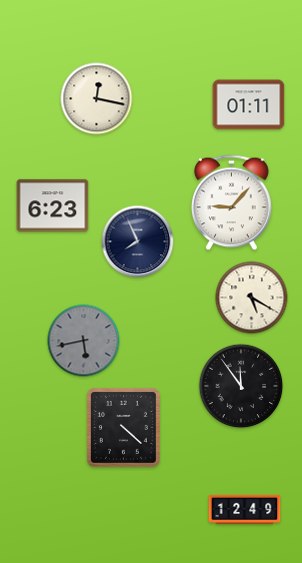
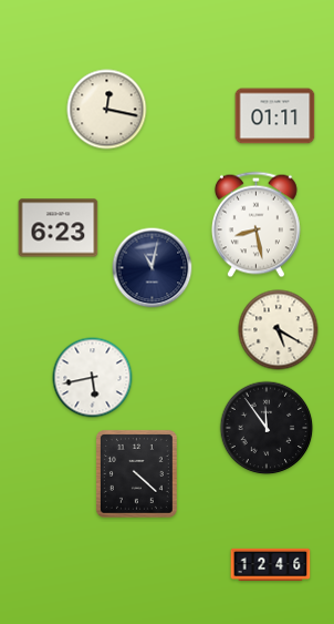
clock at (231, 203): 9:07 -> 8:28
clock at (138, 242): 7:56 -> 11:02
clock at (84, 341) dial: grey -> white
clock at (245, 509): 12:49 -> 12:46
